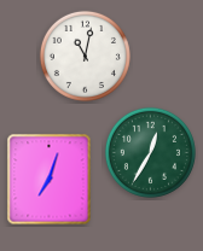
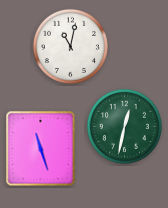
clock at (150, 152): 12:35 -> 12:32
clock at (50, 180): 7:03 -> 11:27
